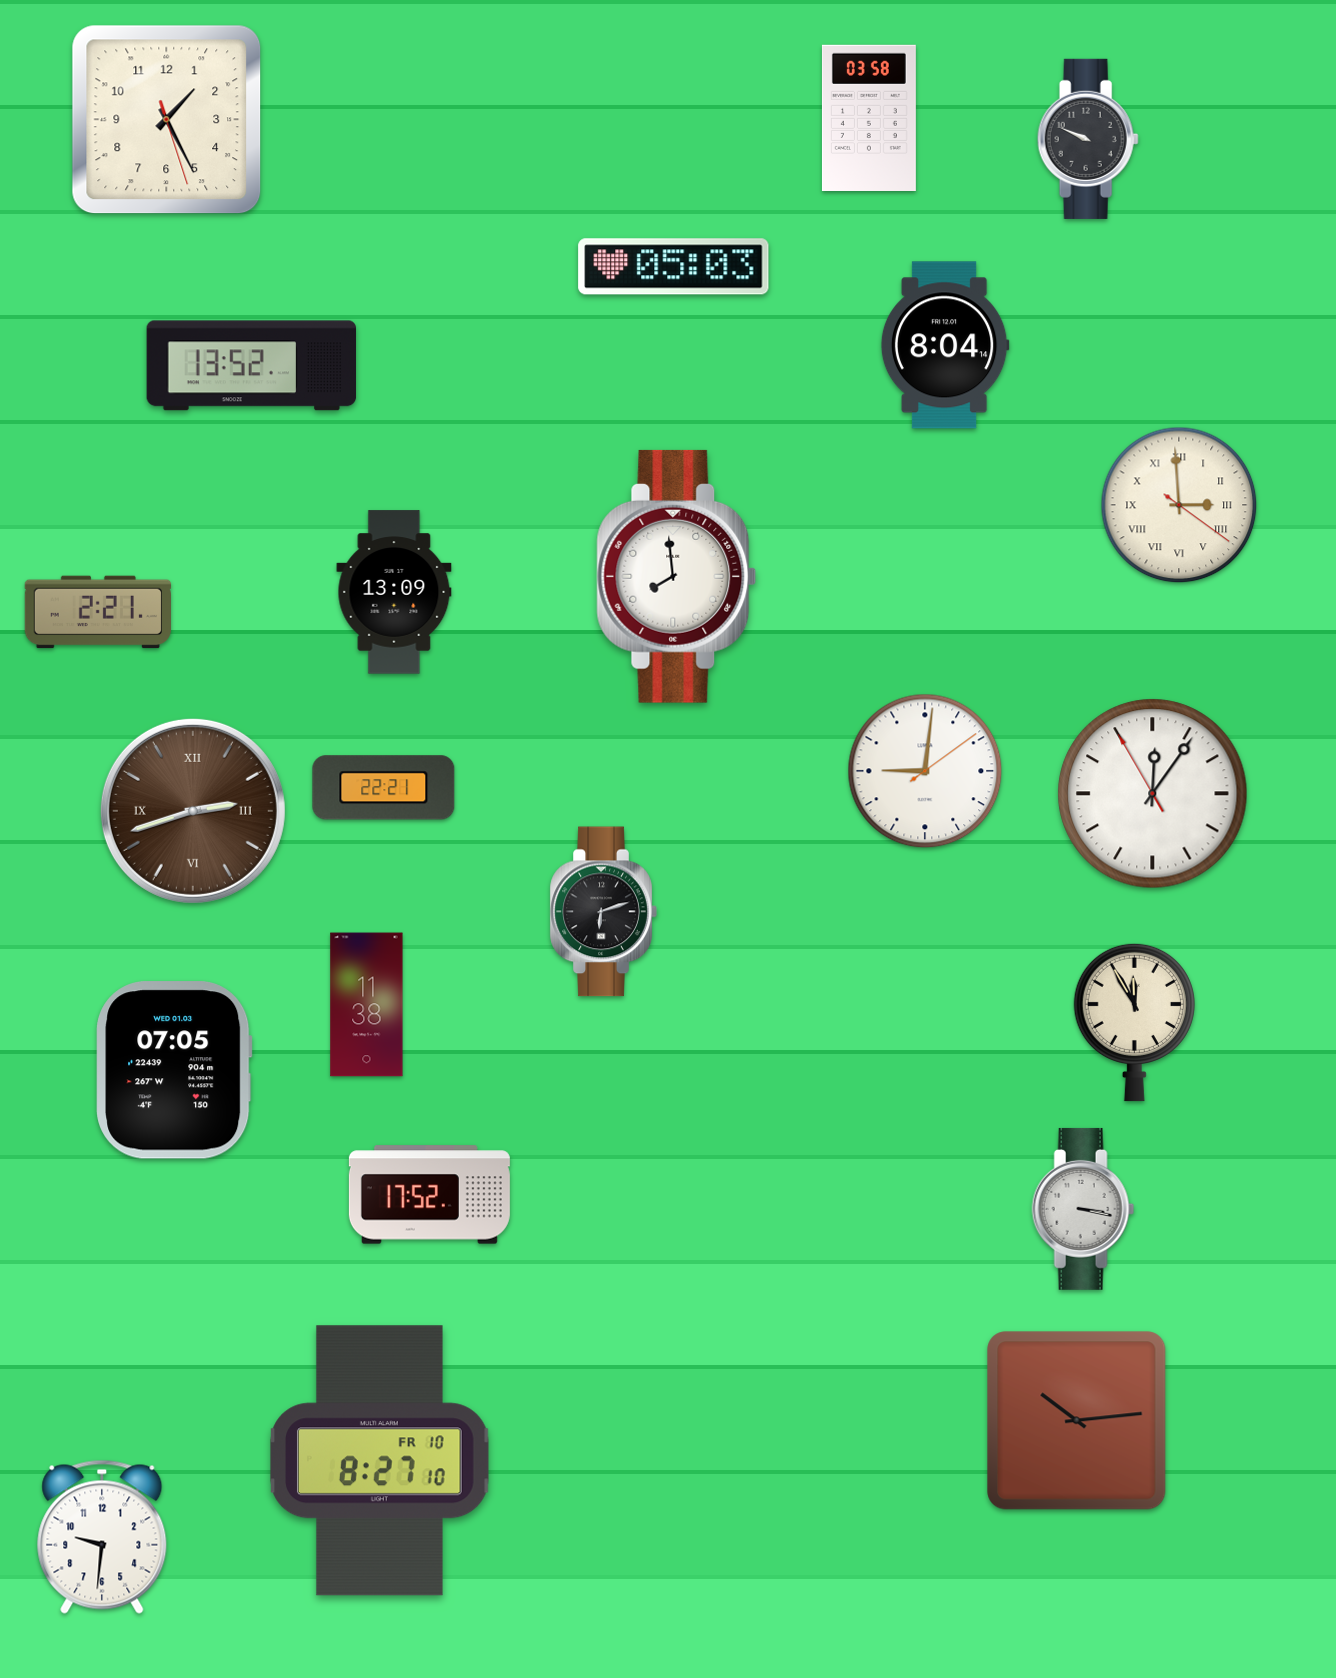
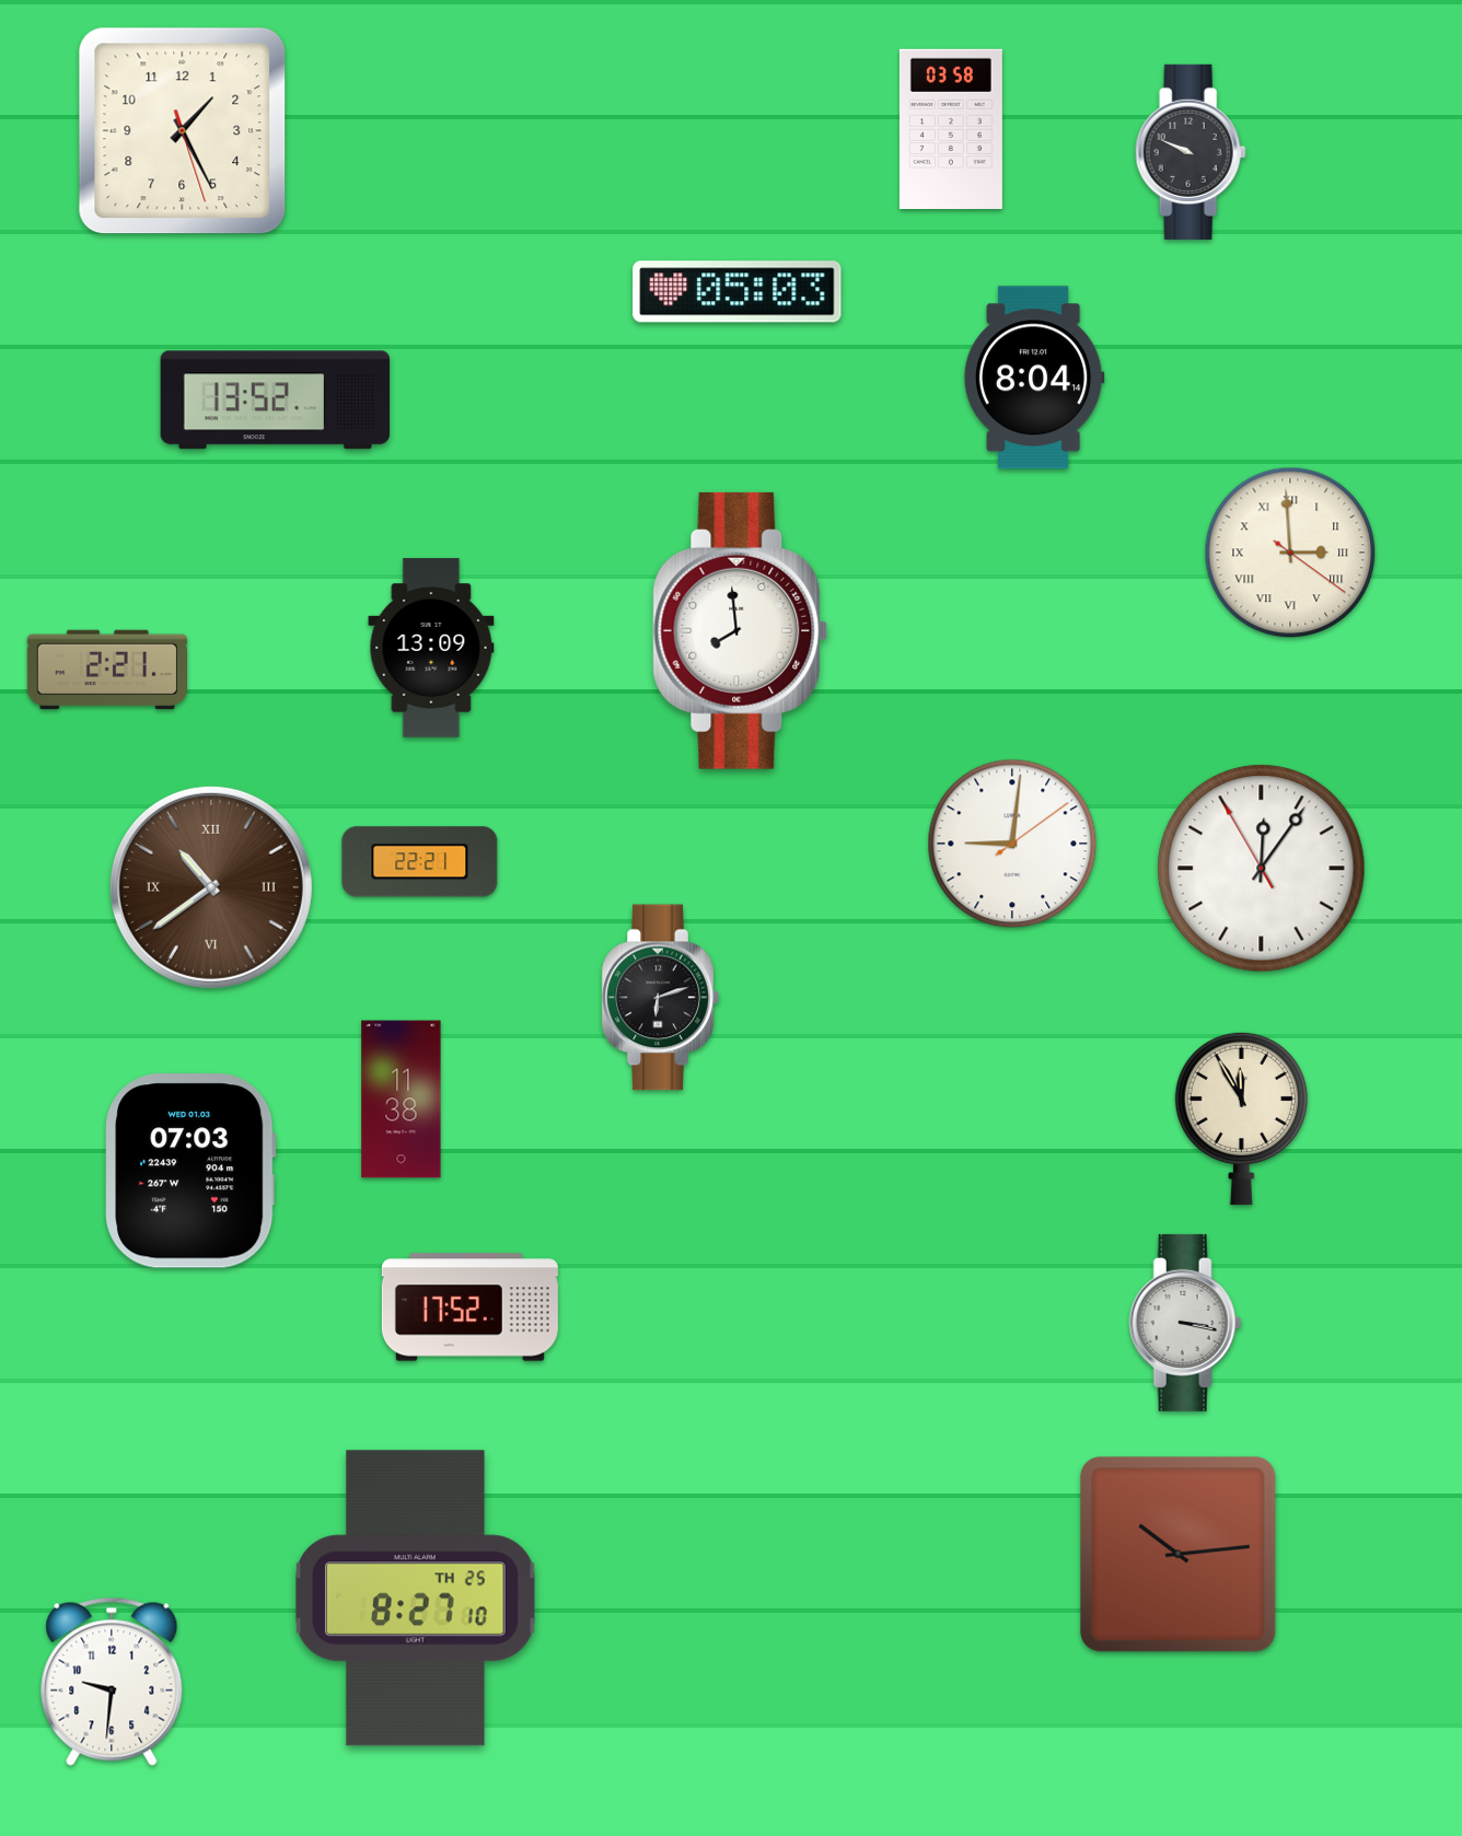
clock at (193, 811): 2:42 -> 10:39
clock at (174, 1070): 07:05 -> 07:03
clock at (380, 1461) date: FR 10 -> TH 25
